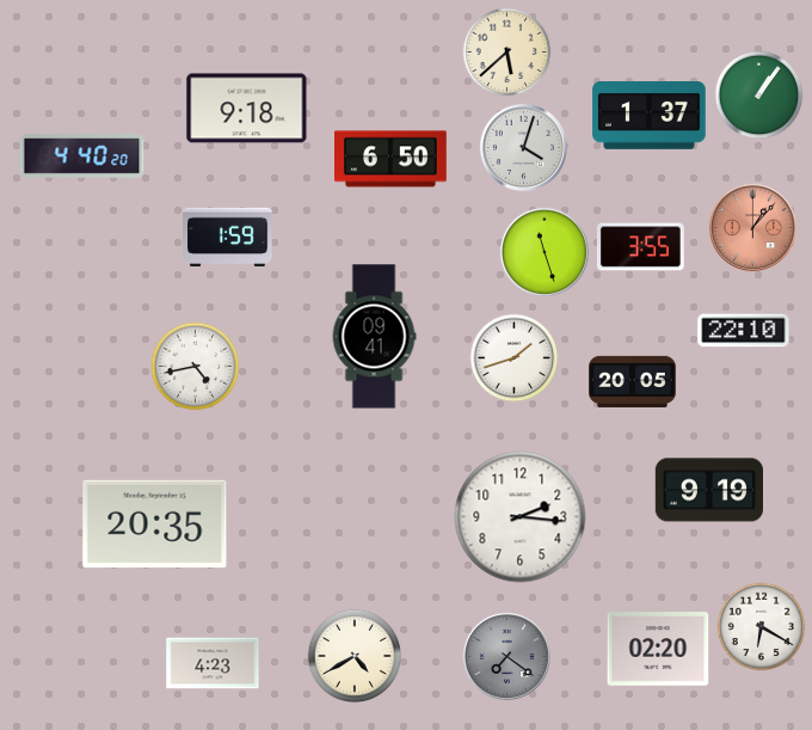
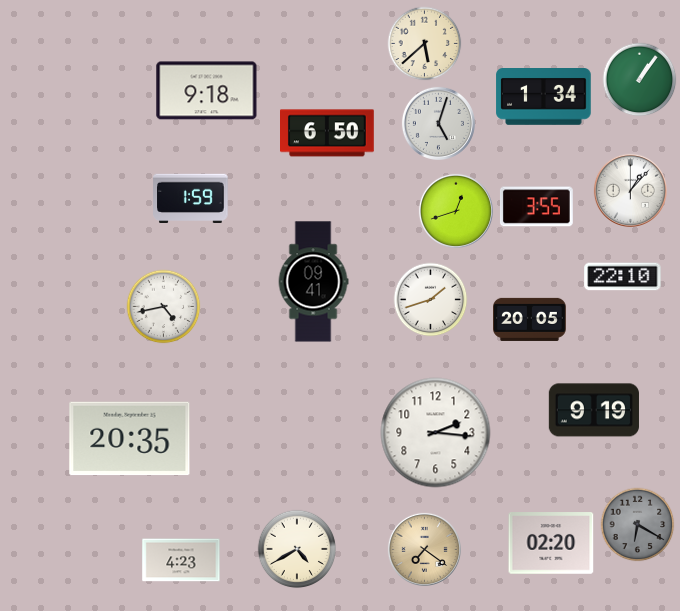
clock at (759, 96) position: (759, 96) -> (640, 80)
clock at (650, 116): 1:37 -> 1:34
clock at (523, 147): 4:03 -> 5:03
clock at (82, 157): 4:40 -> none
clock at (752, 227) dial: salmon -> white
clock at (545, 252): 11:27 -> 12:42
clock at (762, 627) dial: white -> grey
clock at (506, 656) dial: grey -> champagne
clock at (213, 663) position: (213, 663) -> (181, 560)
